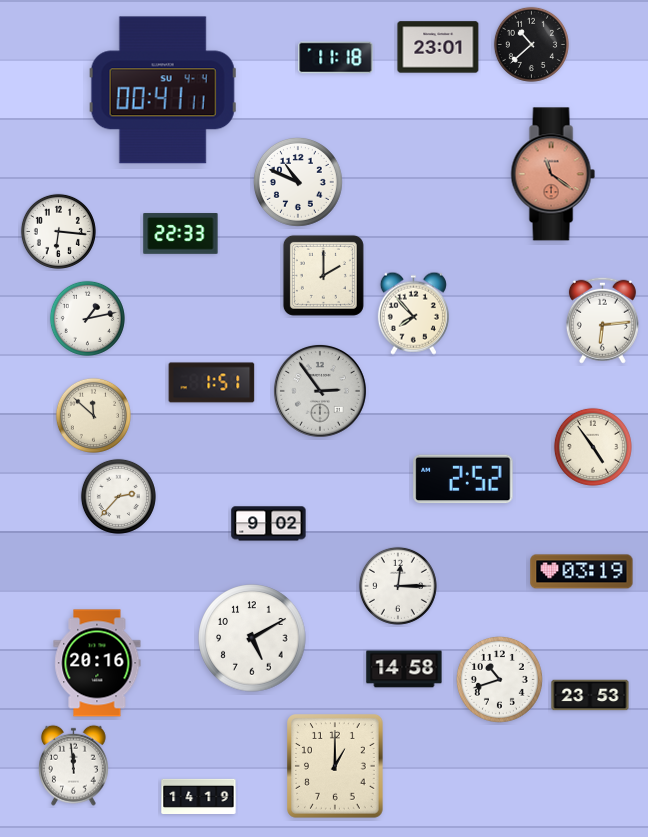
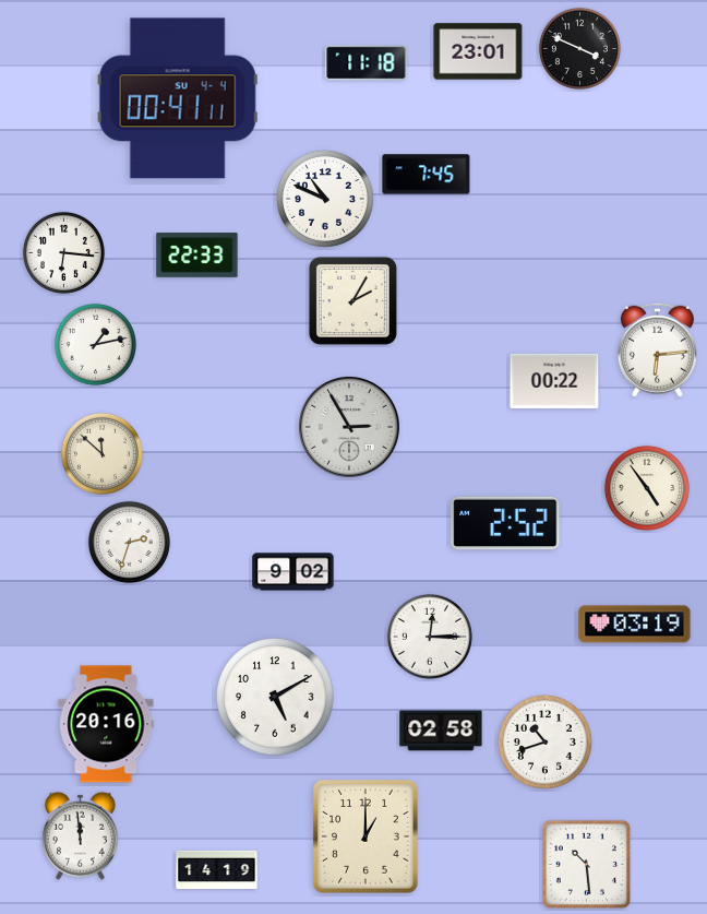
clock at (531, 44): 10:38 -> 3:49
clock at (427, 175): none -> 7:45
clock at (553, 174): 11:21 -> none
clock at (323, 275): 2:00 -> 2:05
clock at (413, 313): 7:53 -> none
clock at (87, 318) position: (87, 318) -> (95, 344)
clock at (554, 381): none -> 00:22
clock at (212, 383): 1:51 -> none
clock at (320, 391): 2:54 -> 2:55
clock at (118, 496): 2:37 -> 2:33
clock at (398, 586) position: (398, 586) -> (430, 637)
clock at (404, 669): 14:58 -> 02:58
clock at (590, 695): 23:53 -> none
clock at (586, 864): none -> 10:29
